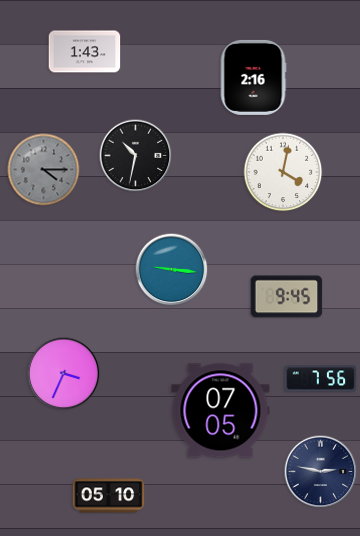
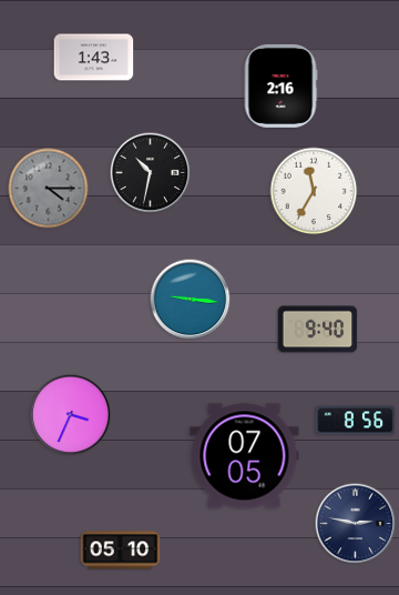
clock at (283, 172): 4:02 -> 11:35
clock at (287, 297): 9:45 -> 9:40
clock at (321, 379): 7:56 -> 8:56
